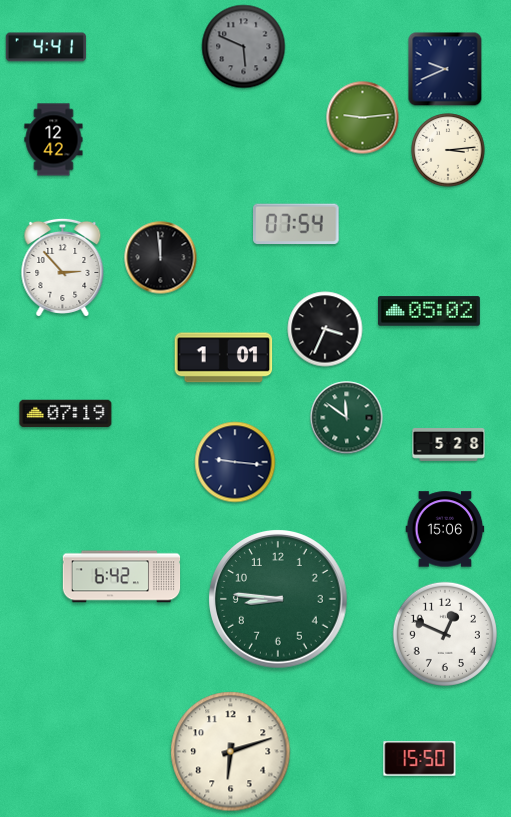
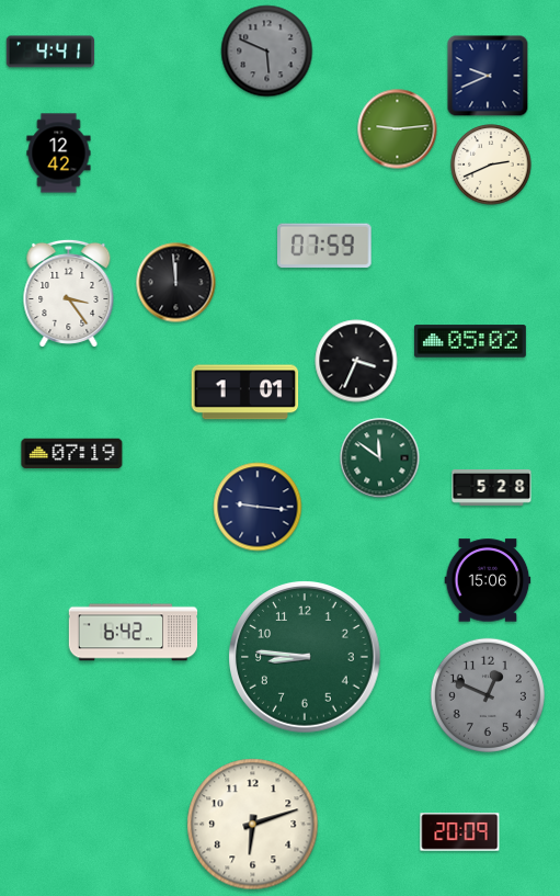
clock at (448, 150): 3:14 -> 2:41
clock at (296, 224): 07:54 -> 07:59
clock at (63, 267): 2:53 -> 3:24
clock at (445, 634) dial: white -> grey
clock at (420, 759): 15:50 -> 20:09
